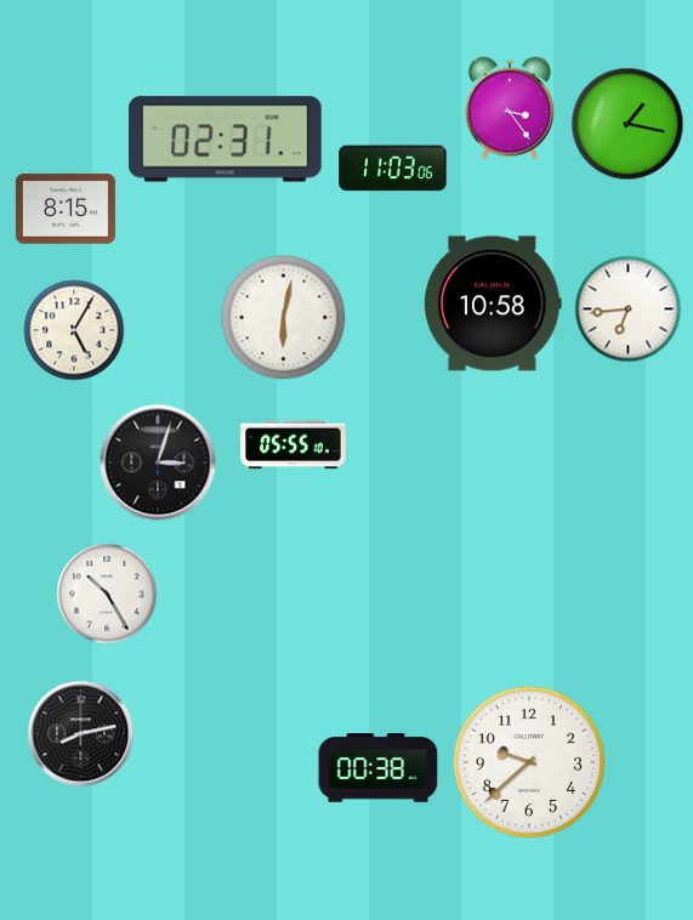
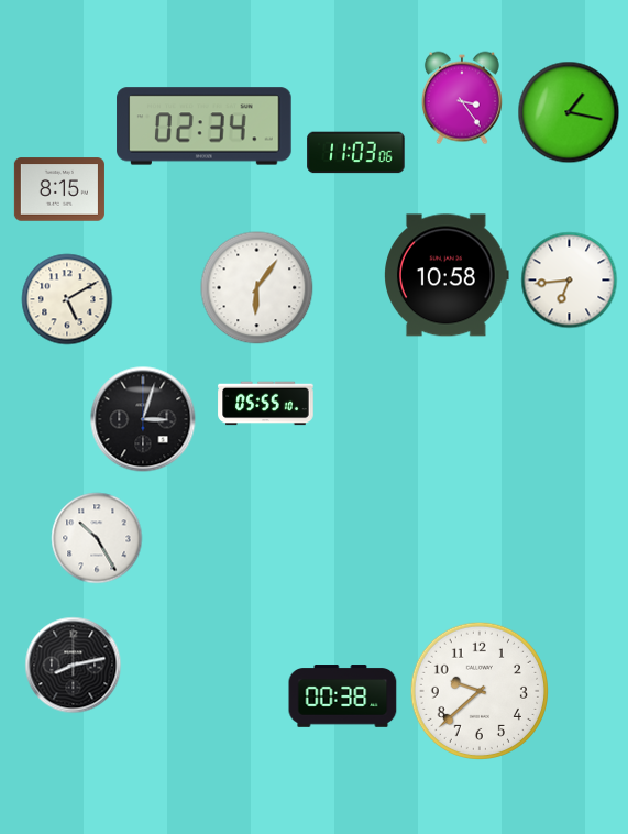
clock at (226, 140): 02:31 -> 02:34
clock at (284, 318): 6:02 -> 6:06
clock at (74, 330): 5:05 -> 5:10
